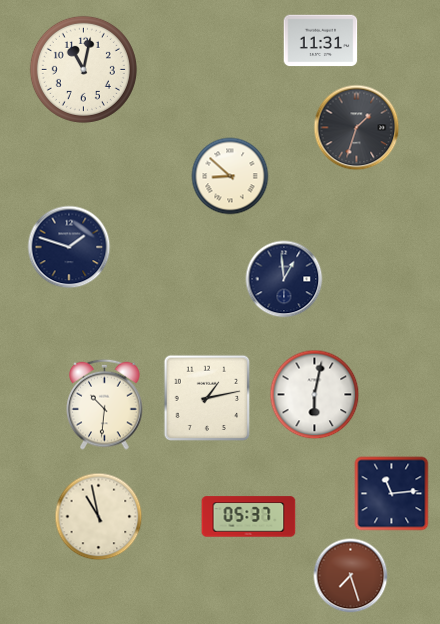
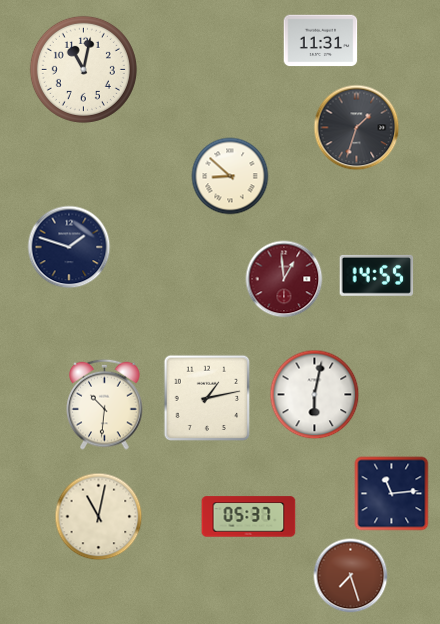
clock at (377, 275): none -> 14:55
clock at (284, 279) dial: navy -> burgundy
clock at (99, 517): 10:58 -> 11:02
